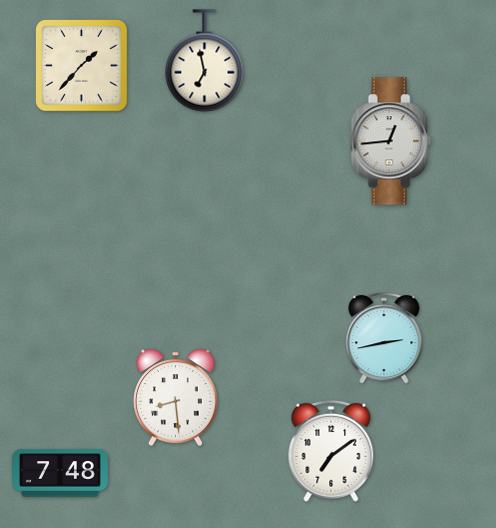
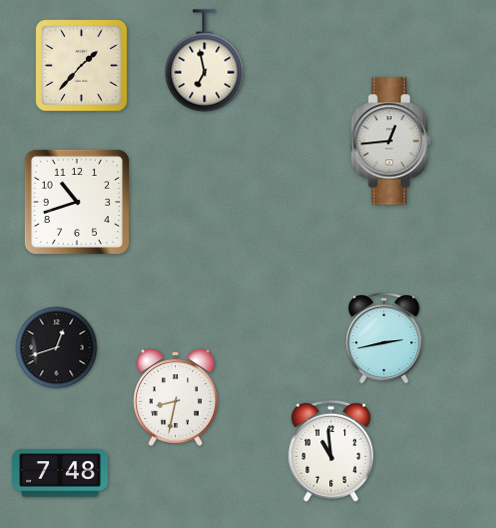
clock at (77, 202): none -> 10:42
clock at (57, 348): none -> 12:42
clock at (176, 397): 8:29 -> 8:32
clock at (331, 451): 7:09 -> 10:59
